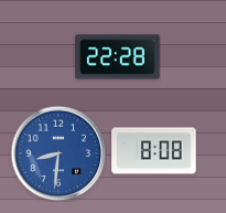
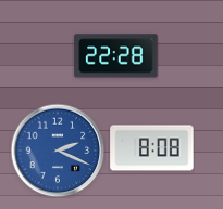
clock at (58, 153): 8:31 -> 2:19
